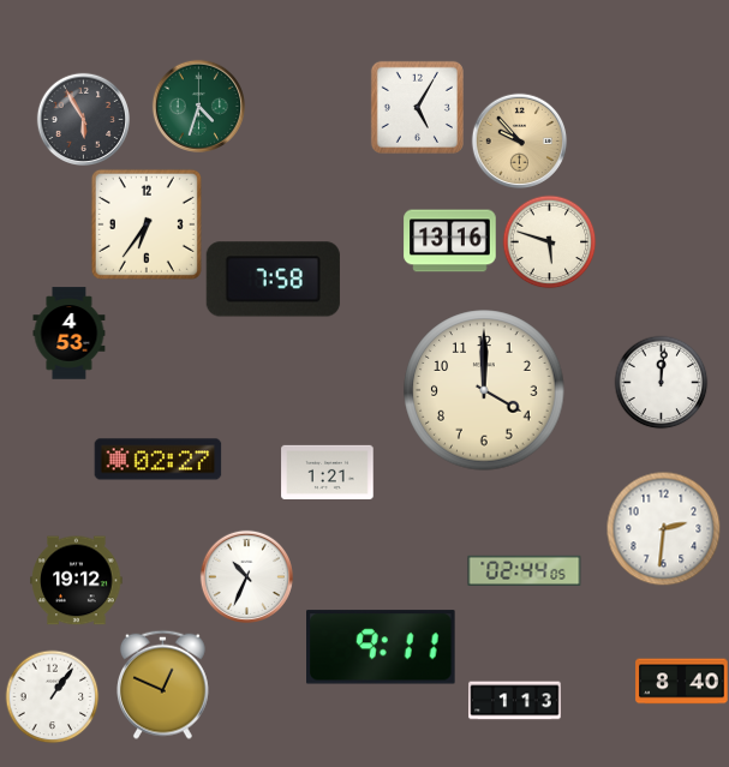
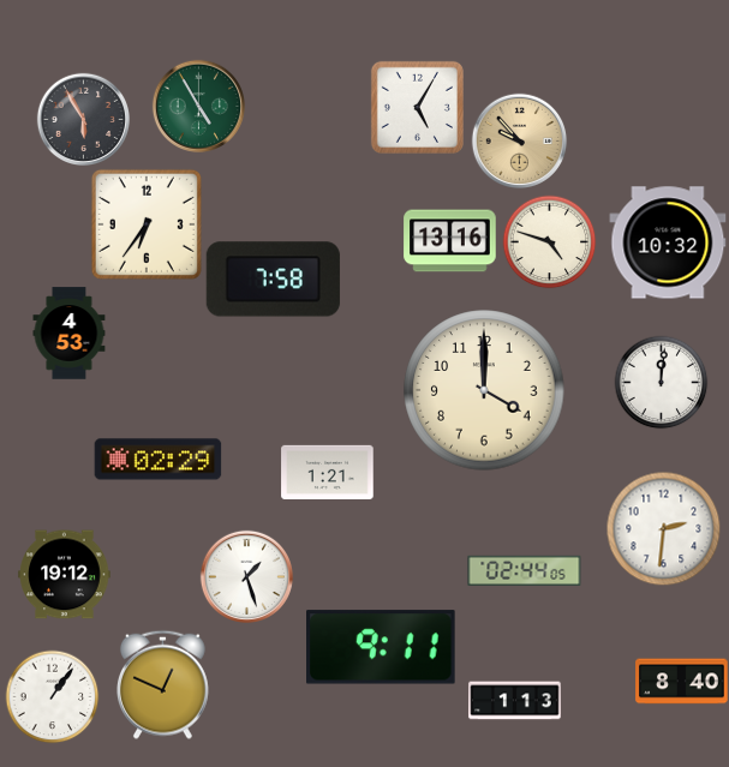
clock at (198, 106): 4:33 -> 4:55
clock at (549, 241): 5:48 -> 4:48
clock at (668, 242): none -> 10:32
clock at (159, 460): 02:27 -> 02:29
clock at (246, 576): 10:34 -> 1:27
clock at (77, 581) position: (77, 581) -> (65, 575)
